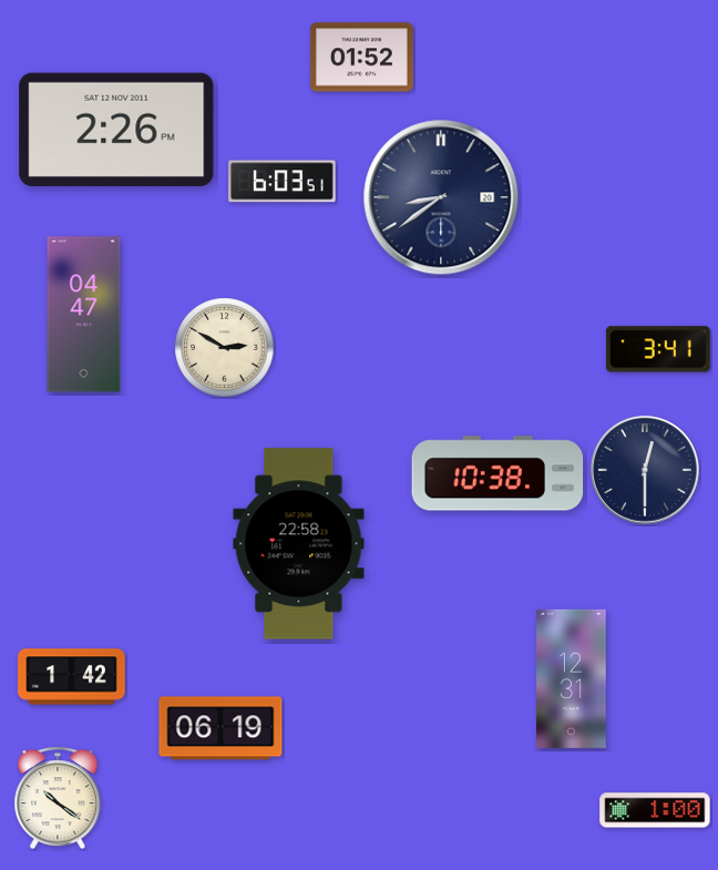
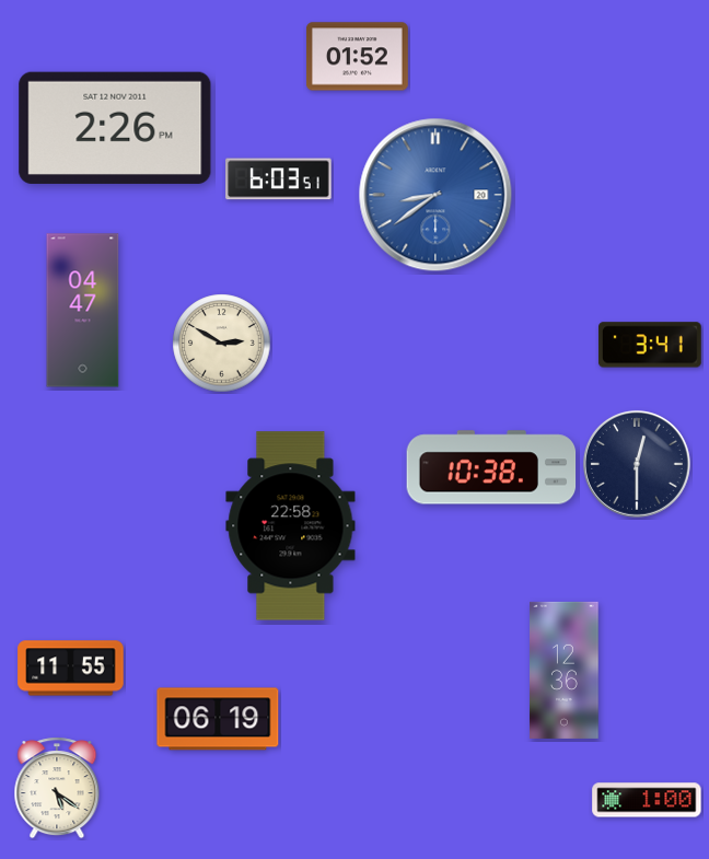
clock at (441, 197) dial: navy -> blue
clock at (299, 544) position: (299, 544) -> (291, 526)
clock at (72, 677): 1:42 -> 11:55
clock at (572, 678): 12:31 -> 12:36
clock at (58, 798): 10:21 -> 5:21
